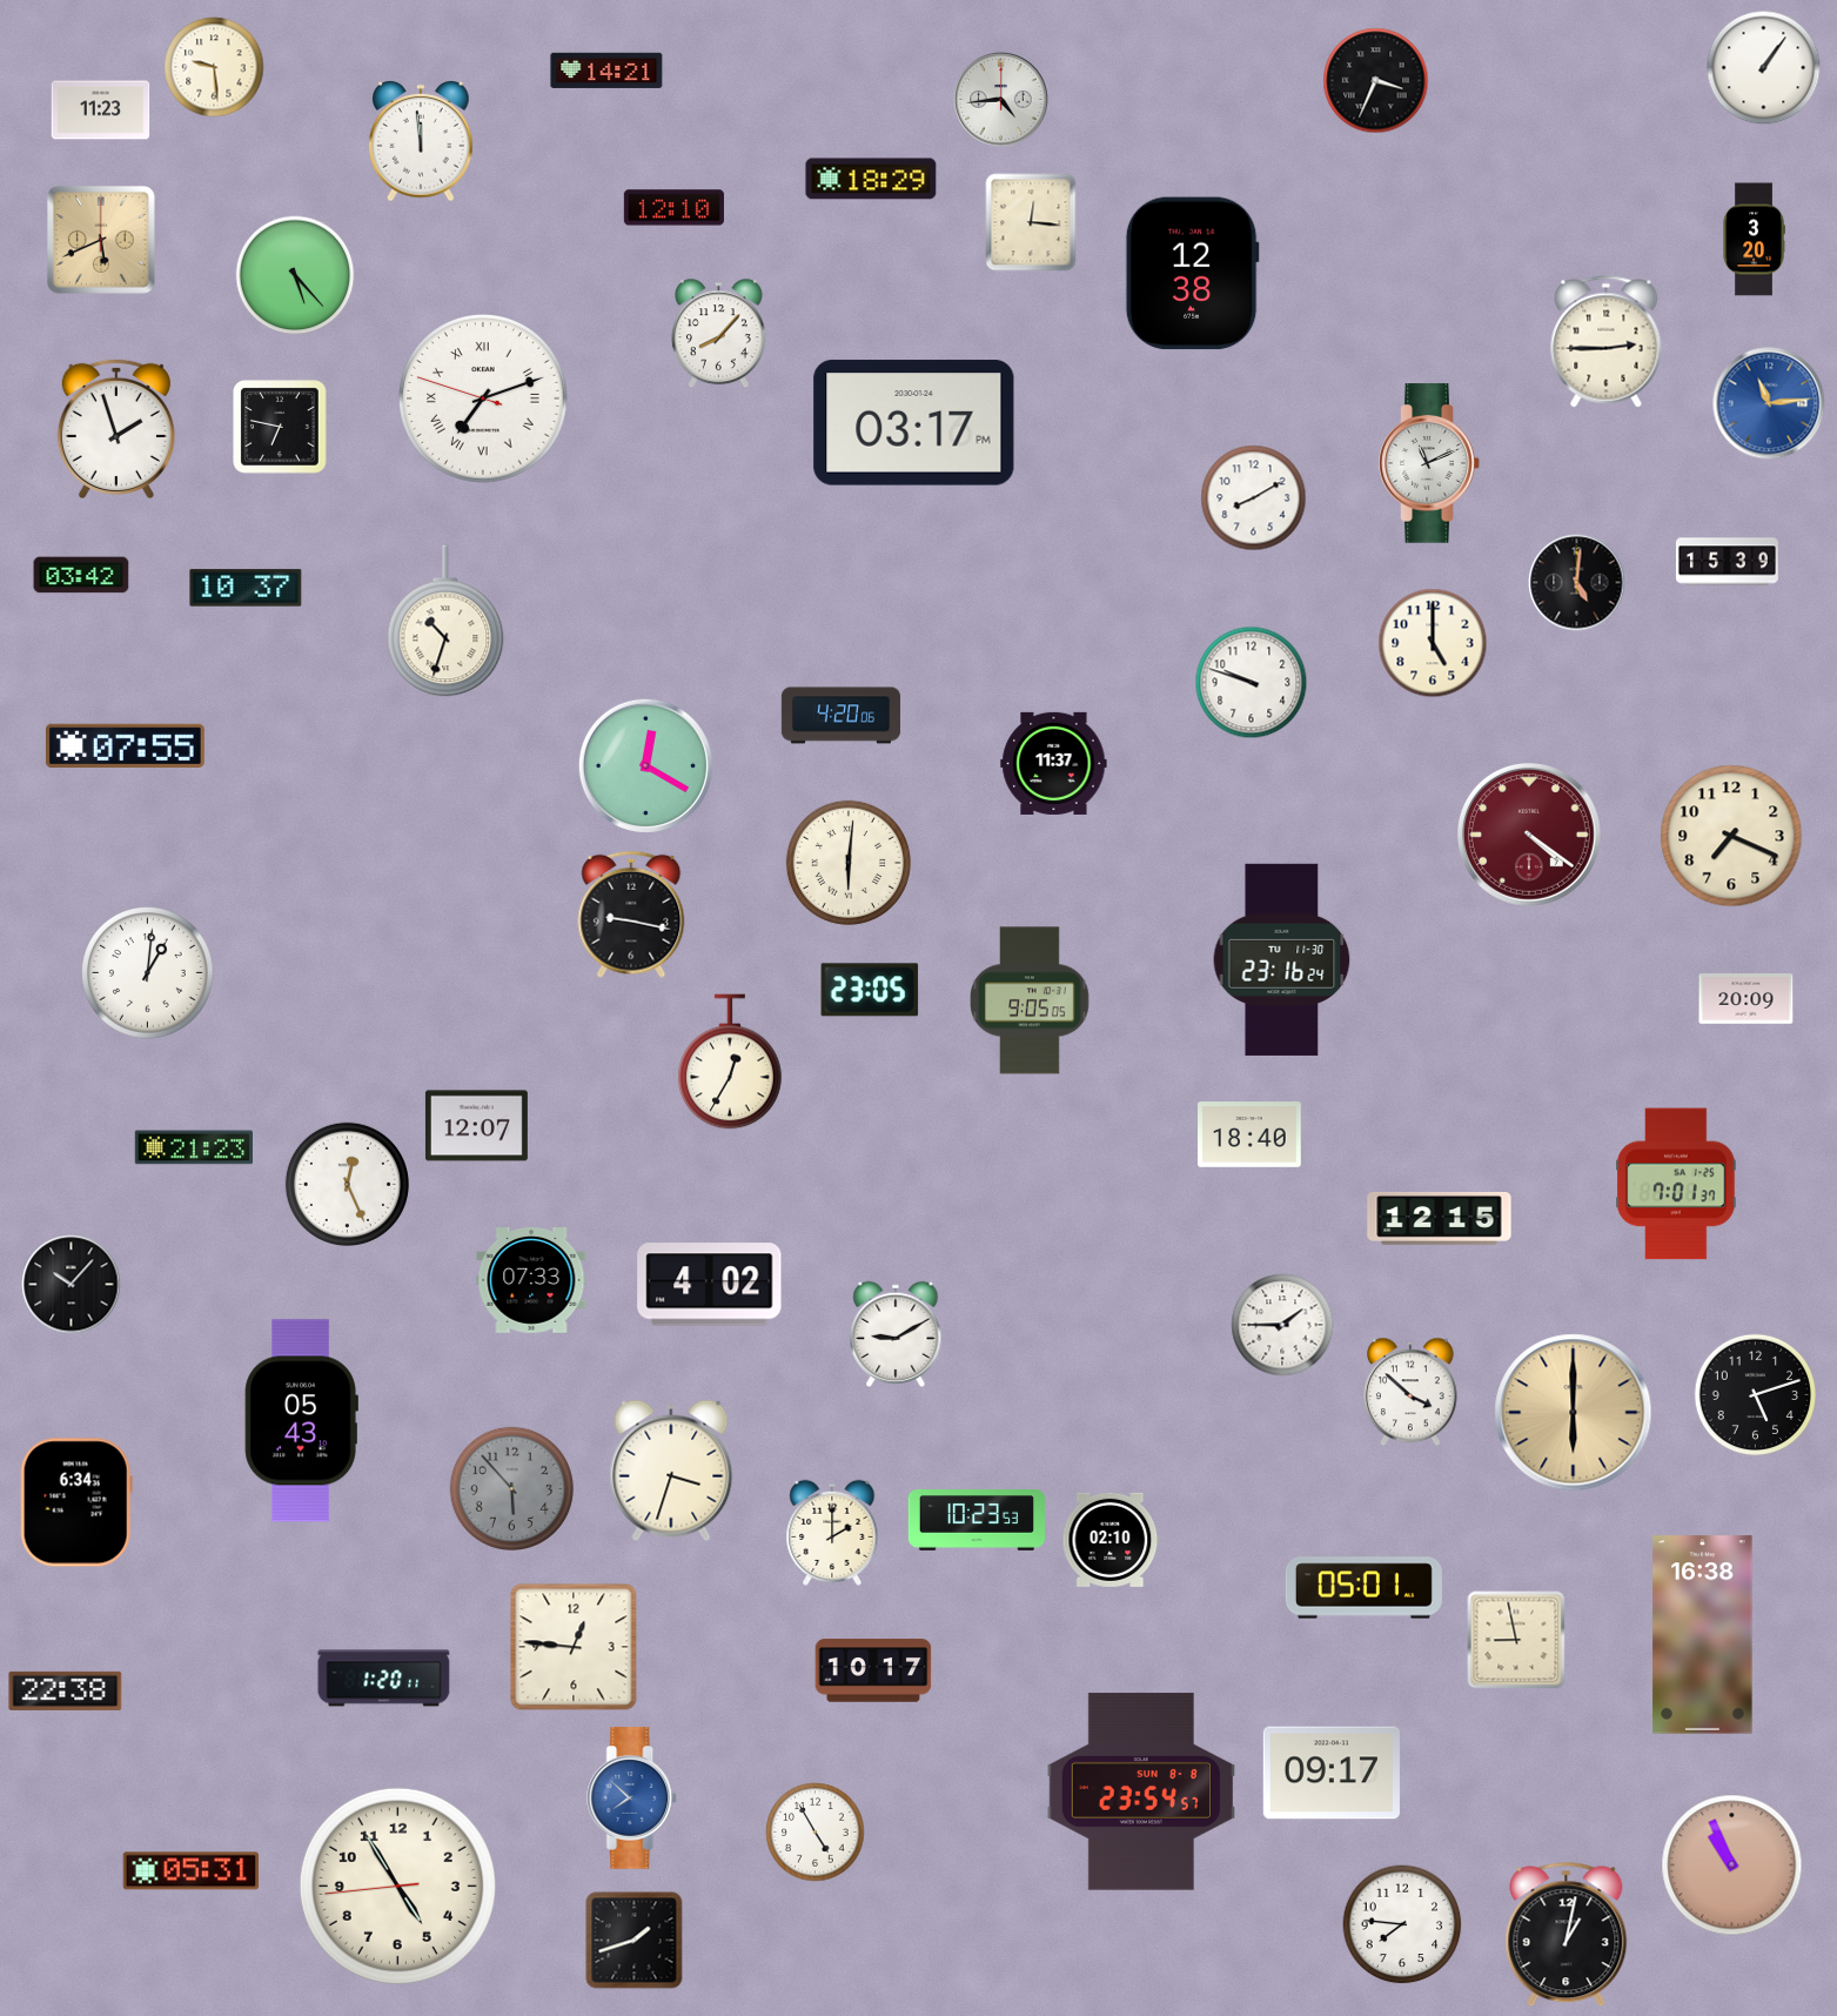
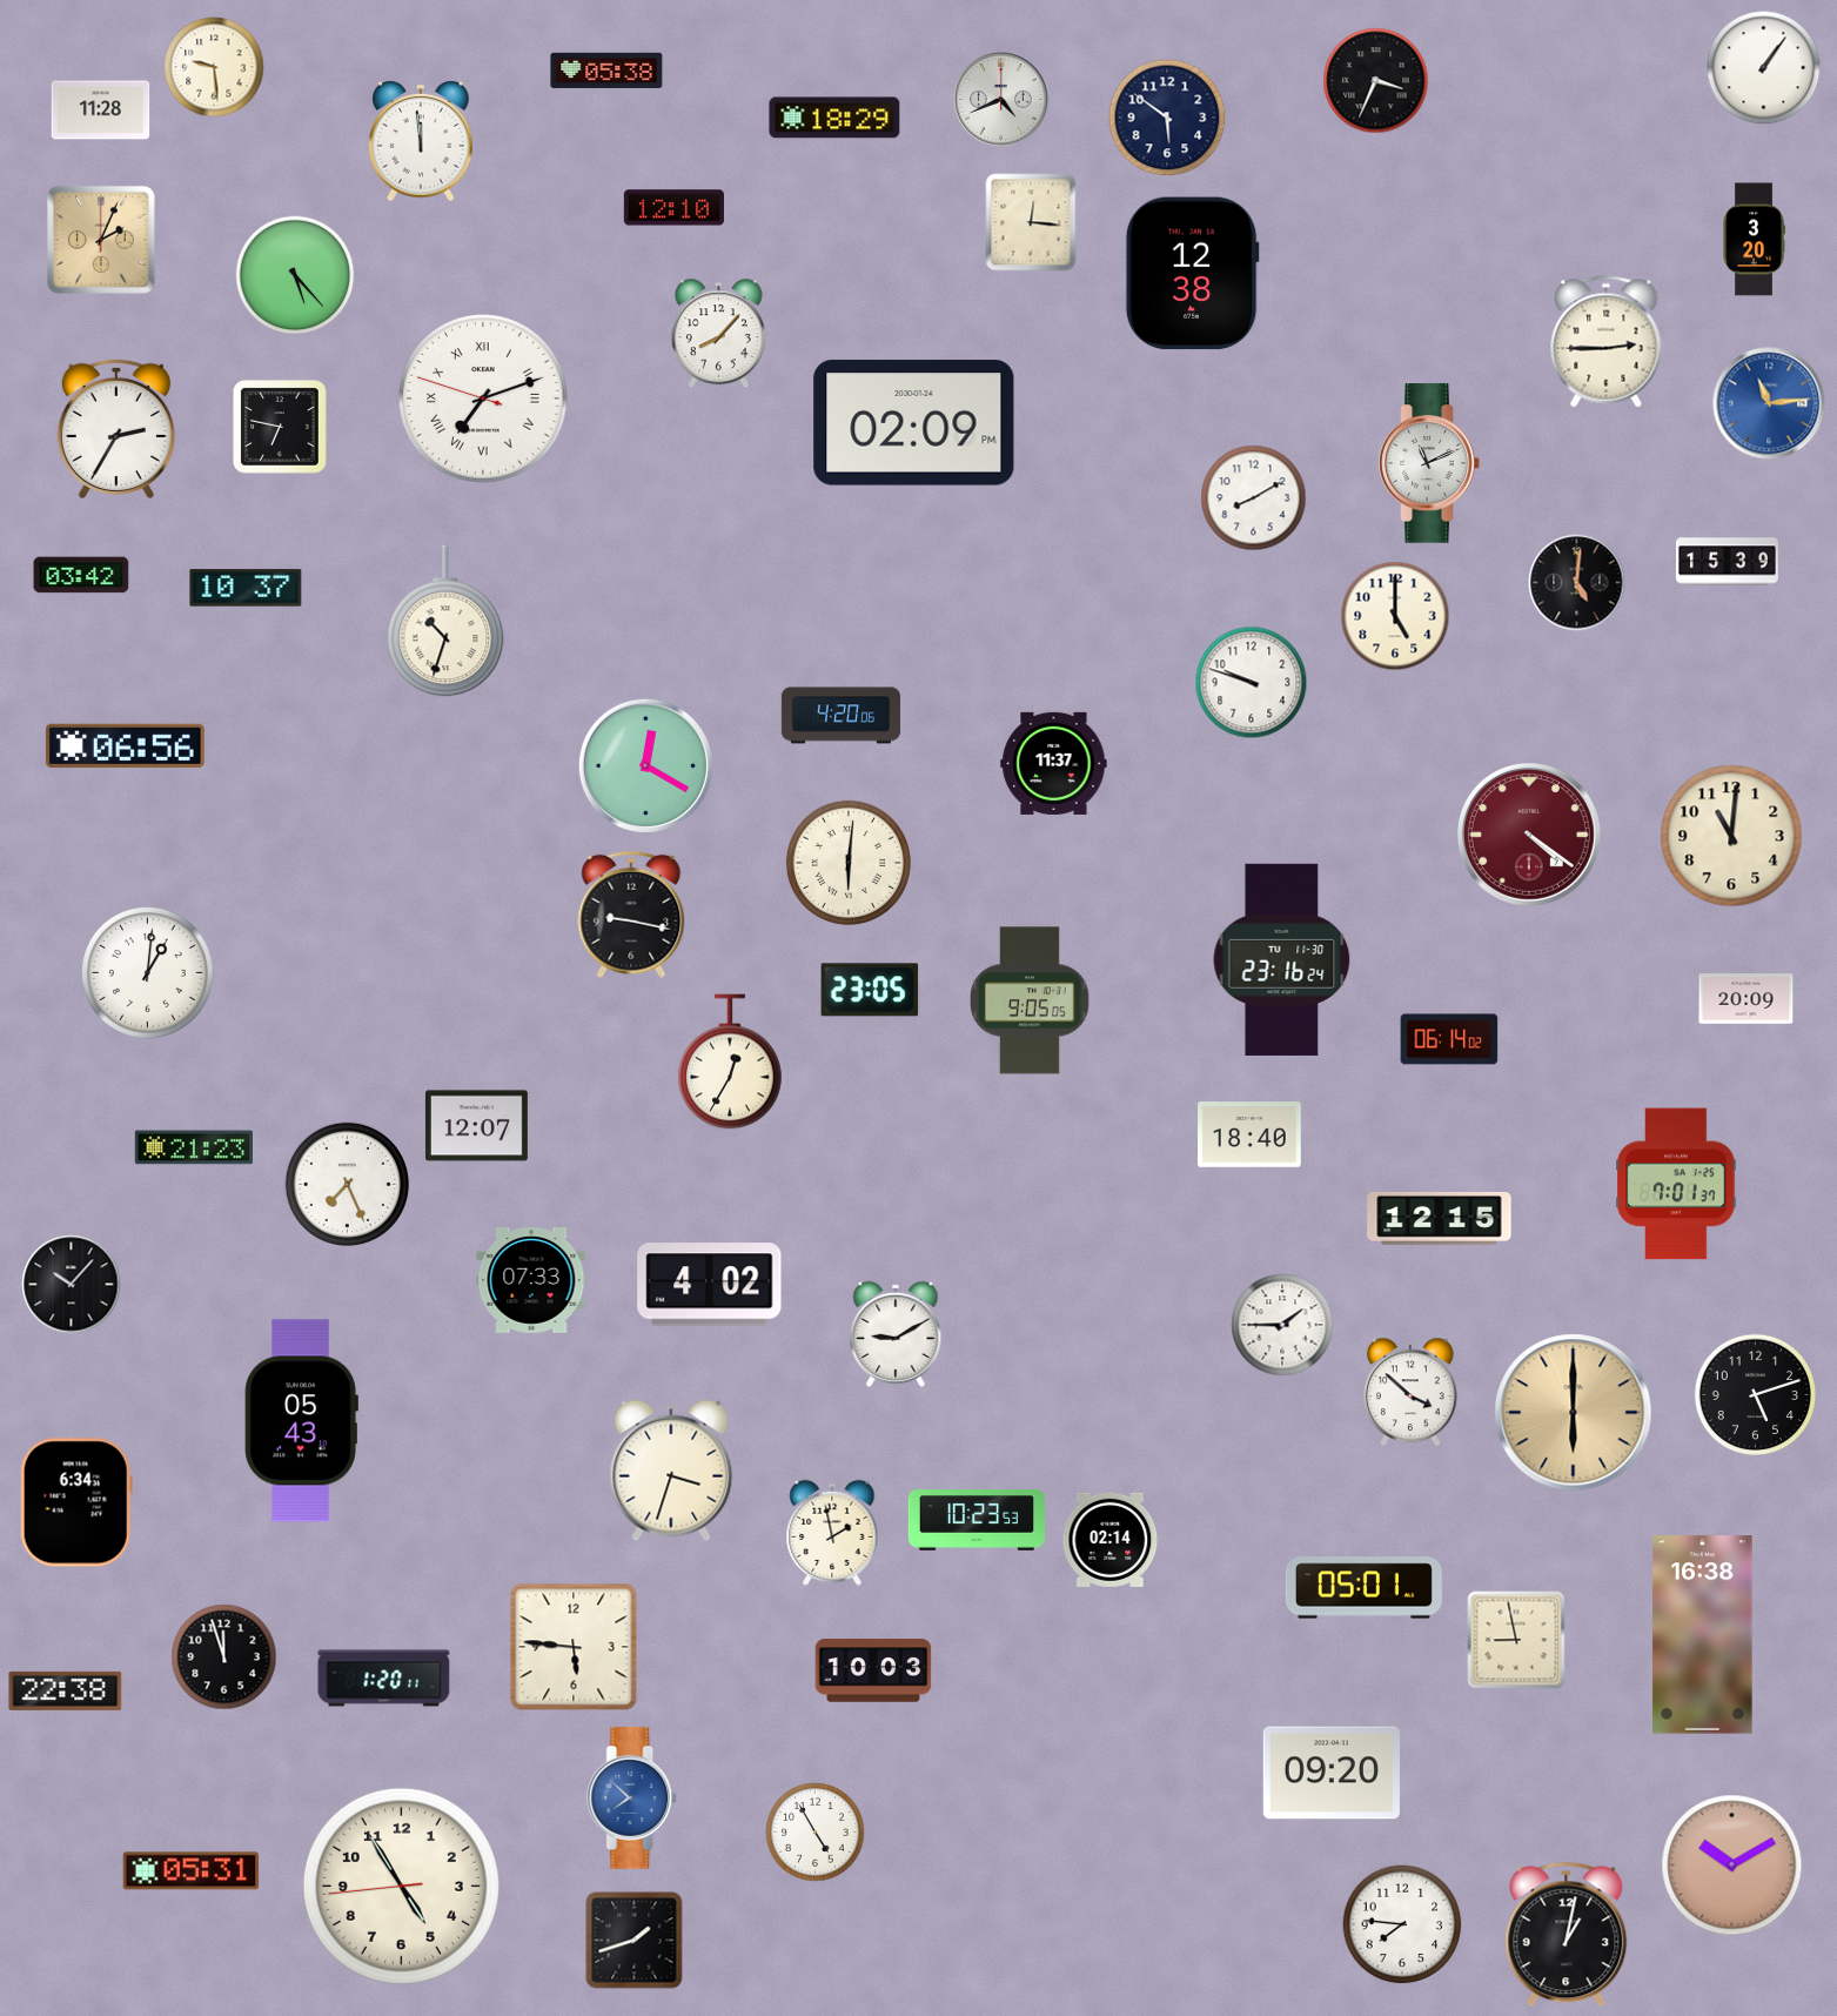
clock at (606, 71): 14:21 -> 05:38
clock at (1001, 100): 4:44 -> 4:41
clock at (101, 110): 11:23 -> 11:28
clock at (1167, 118): none -> 5:51
clock at (871, 179) position: (871, 179) -> (834, 118)
clock at (102, 241): 5:41 -> 2:04
clock at (914, 423): 03:17 -> 02:09
clock at (116, 428): 1:57 -> 2:35
clock at (1433, 643) position: (1433, 643) -> (1395, 616)
clock at (125, 745): 07:55 -> 06:56
clock at (1731, 836): 7:19 -> 11:01
clock at (1449, 1039): none -> 06:14
clock at (347, 1184): 12:26 -> 7:26
clock at (511, 1488): 5:53 -> none
clock at (832, 1533): 2:00 -> 1:58
clock at (1111, 1540): 02:10 -> 02:14
clock at (574, 1647): 12:46 -> 5:46
clock at (224, 1657): none -> 11:57
clock at (873, 1670): 10:17 -> 10:03
clock at (1332, 1773): 09:17 -> 09:20
clock at (1140, 1791): 23:54 -> none
clock at (1732, 1866): 10:56 -> 10:10
clock at (397, 1886) position: (397, 1886) -> (401, 1886)
